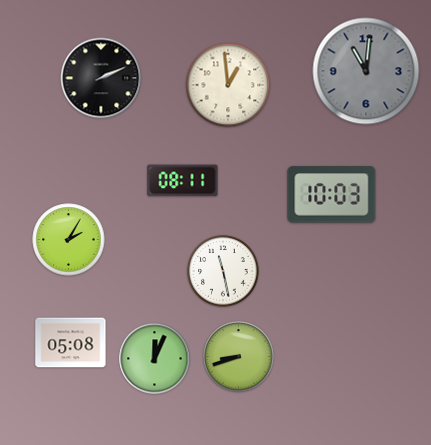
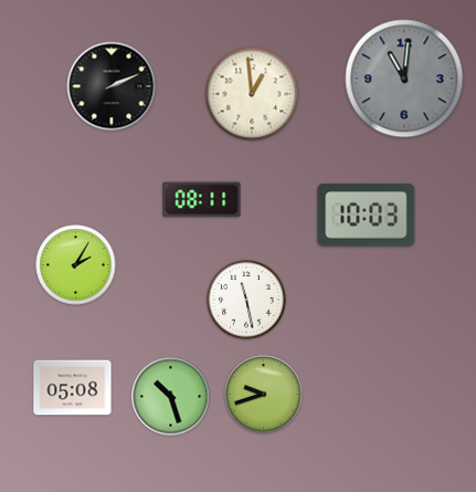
clock at (71, 343) position: (71, 343) -> (73, 388)
clock at (239, 357): 8:42 -> 9:42
clock at (155, 359): 12:04 -> 10:27
